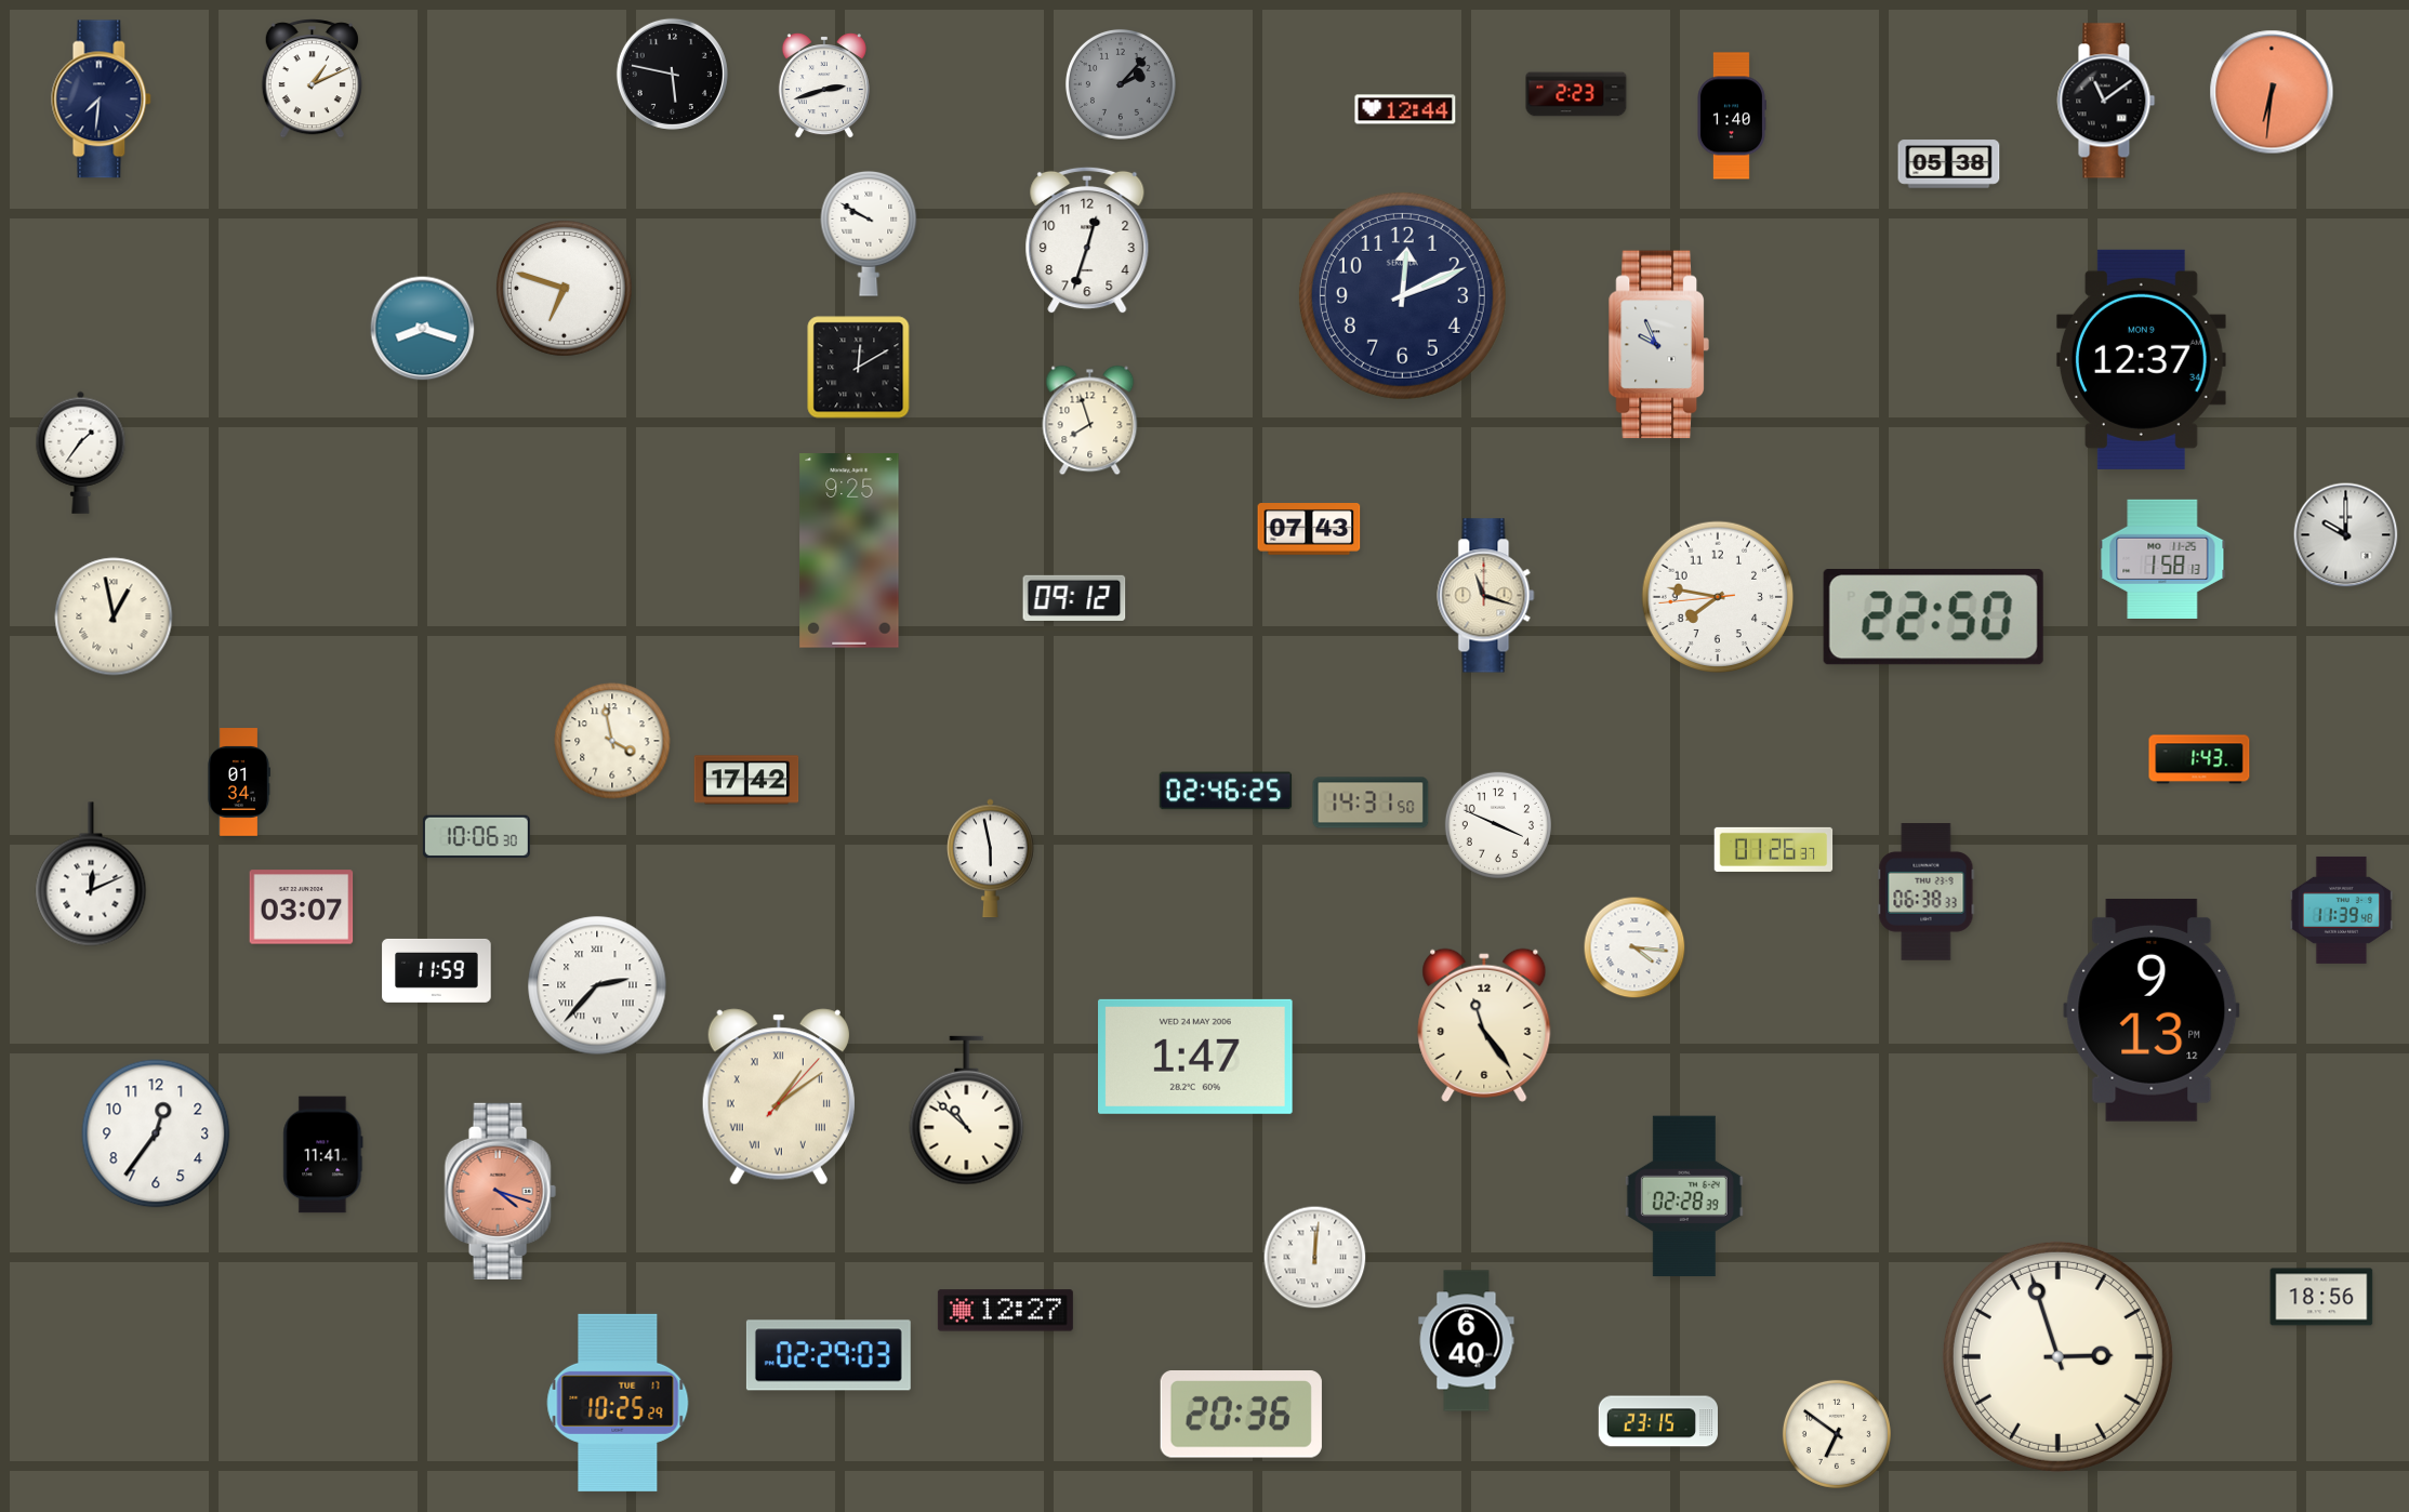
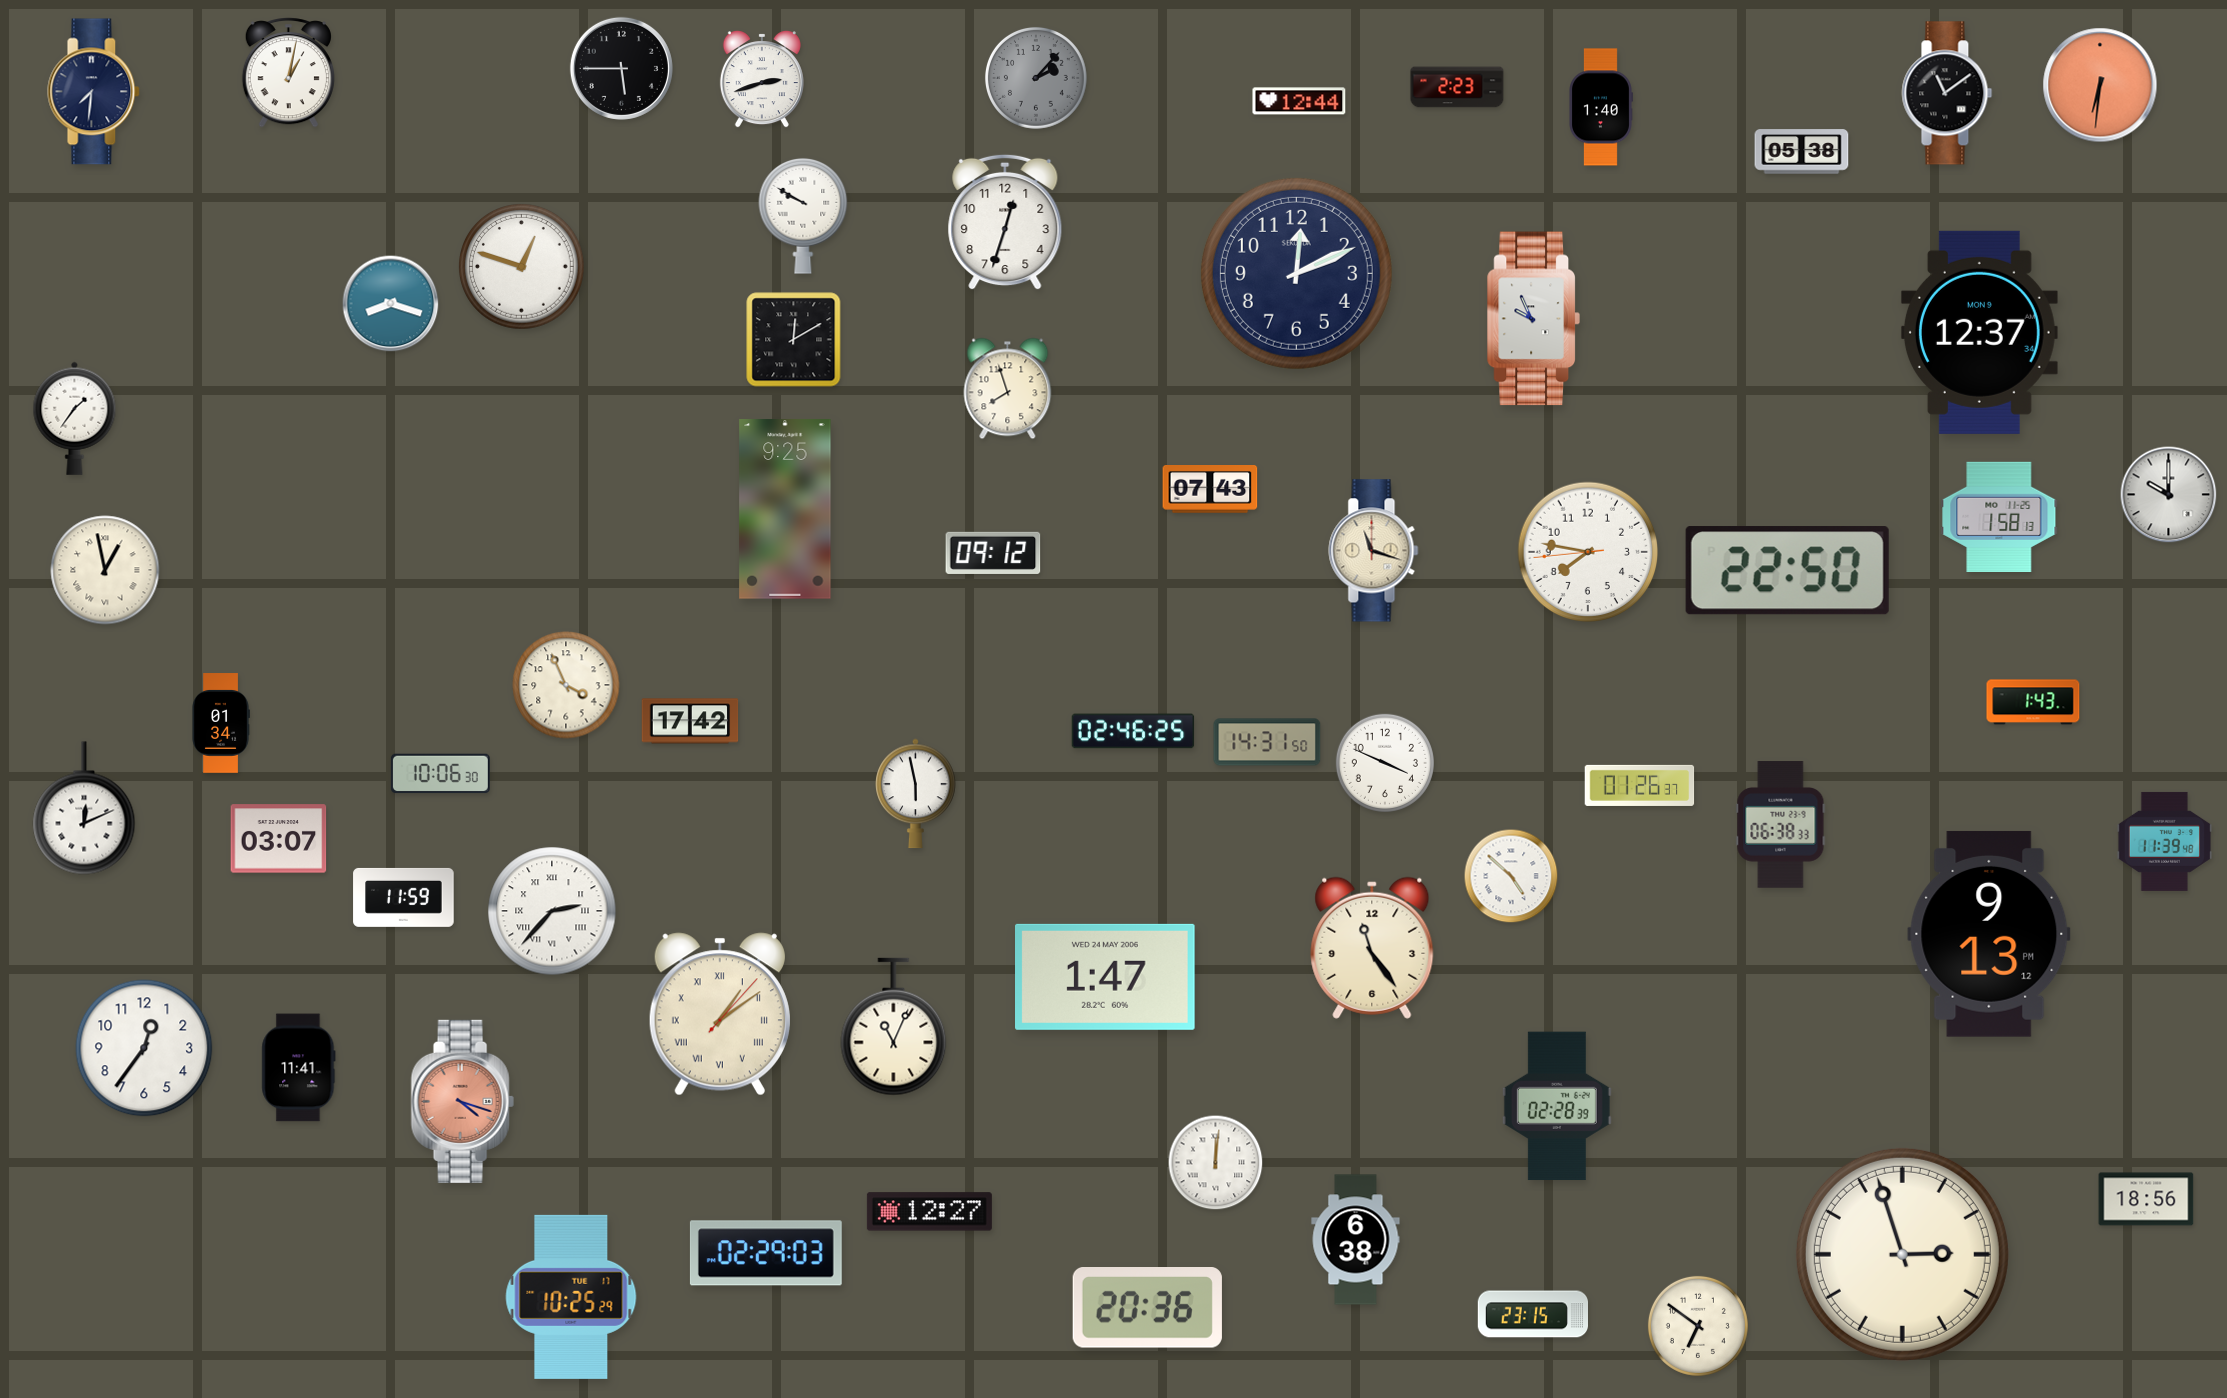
clock at (672, 74): 5:47 -> 5:45
clock at (312, 79): 1:11 -> 1:02
clock at (565, 289): 6:48 -> 12:48
clock at (612, 741): 3:58 -> 3:56
clock at (1634, 947): 4:16 -> 4:52
clock at (967, 1111): 10:52 -> 11:04
clock at (1467, 1341): 6:40 -> 6:38
